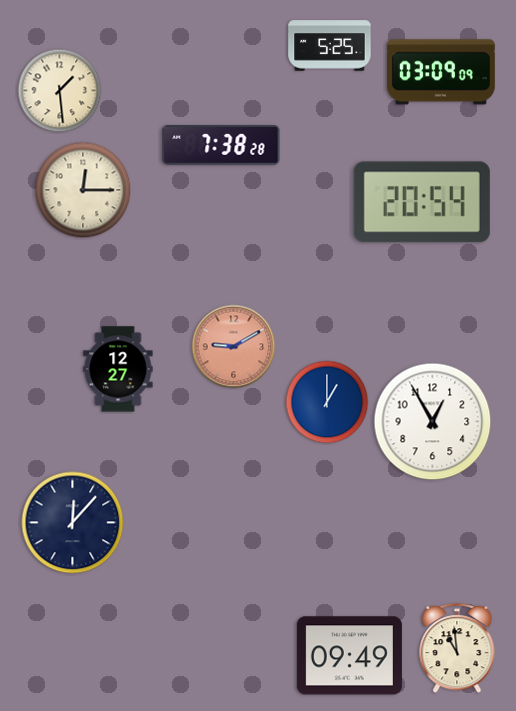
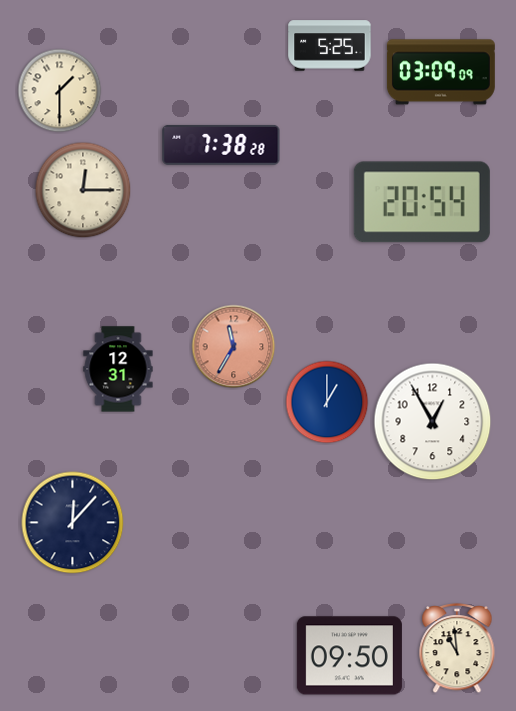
clock at (60, 91): 1:29 -> 1:30
clock at (234, 347): 9:10 -> 11:35
clock at (118, 369): 12:27 -> 12:31
clock at (349, 656): 09:49 -> 09:50
